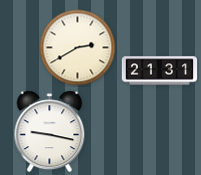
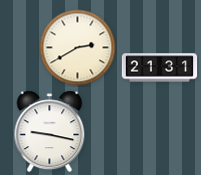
clock at (160, 71) position: (160, 71) -> (160, 68)
